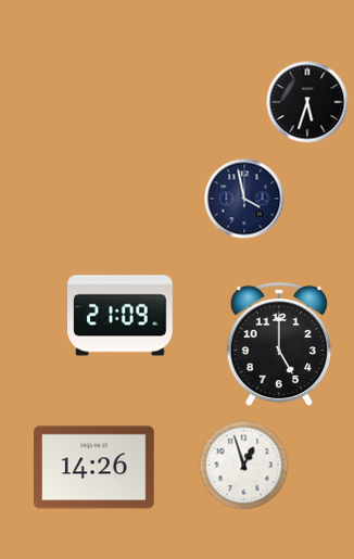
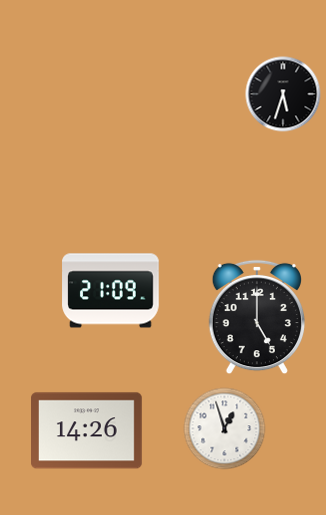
clock at (244, 199): 3:58 -> none
